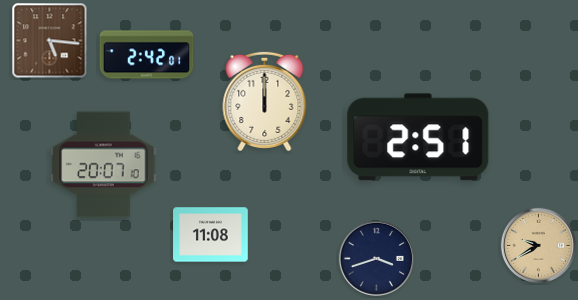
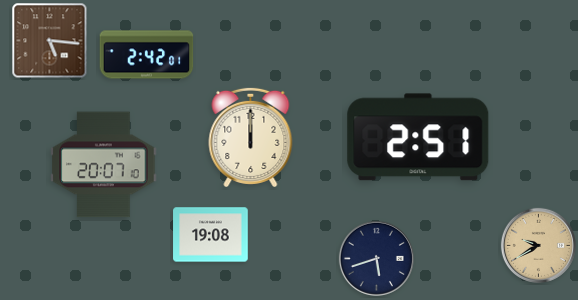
clock at (265, 101) position: (265, 101) -> (251, 137)
clock at (211, 235): 11:08 -> 19:08
clock at (376, 258): 3:42 -> 5:42
